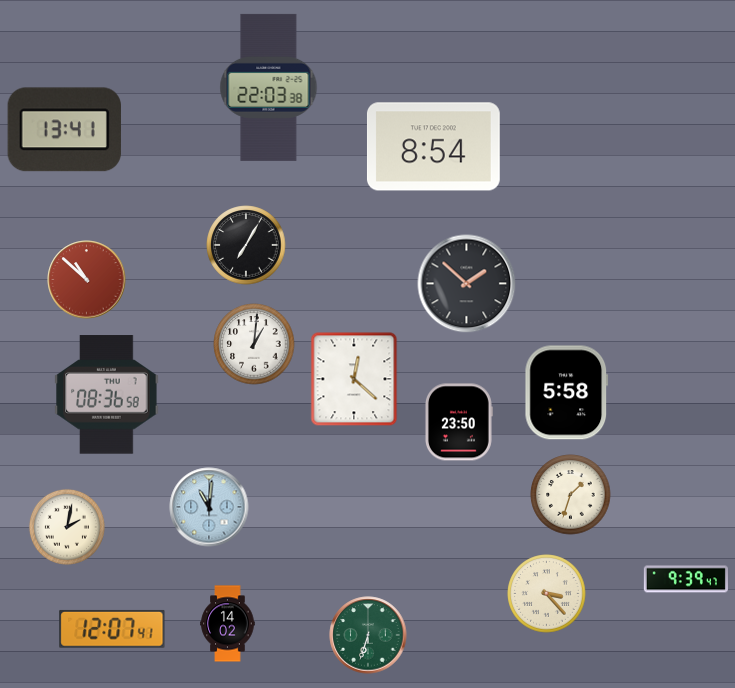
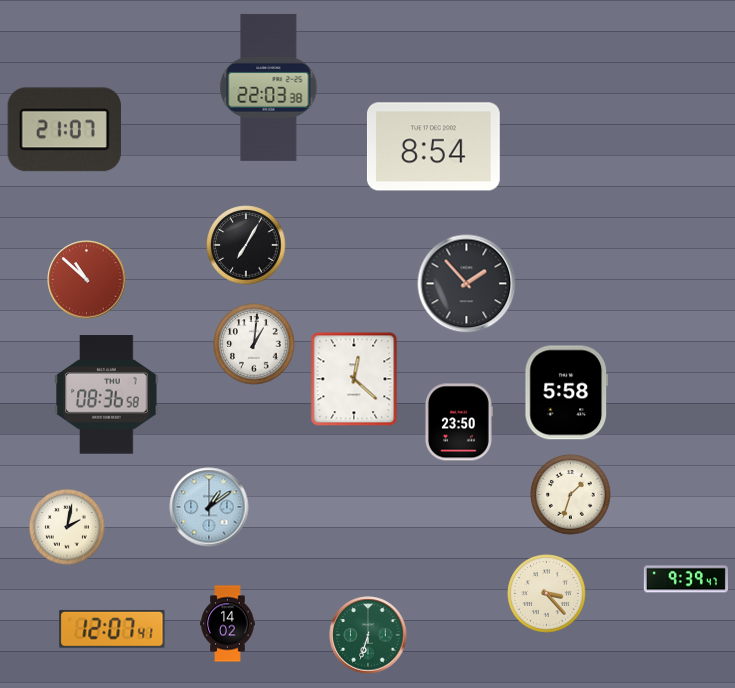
clock at (64, 130): 13:41 -> 21:07
clock at (467, 284): 1:52 -> 1:53
clock at (209, 507): 11:01 -> 1:09
